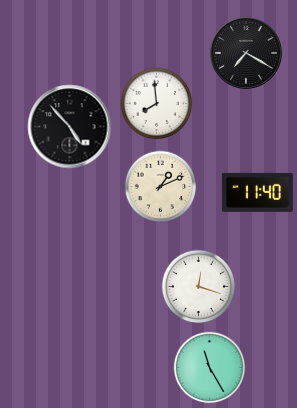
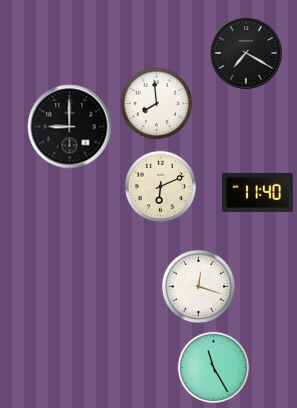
clock at (70, 127): 4:53 -> 9:00
clock at (161, 187): 1:11 -> 6:11
clock at (210, 368) position: (210, 368) -> (214, 368)
